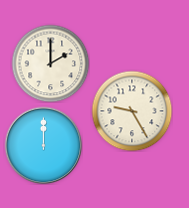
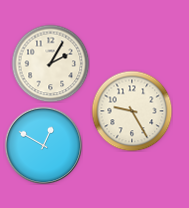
clock at (50, 63): 2:00 -> 2:05
clock at (43, 145): 12:00 -> 12:50
